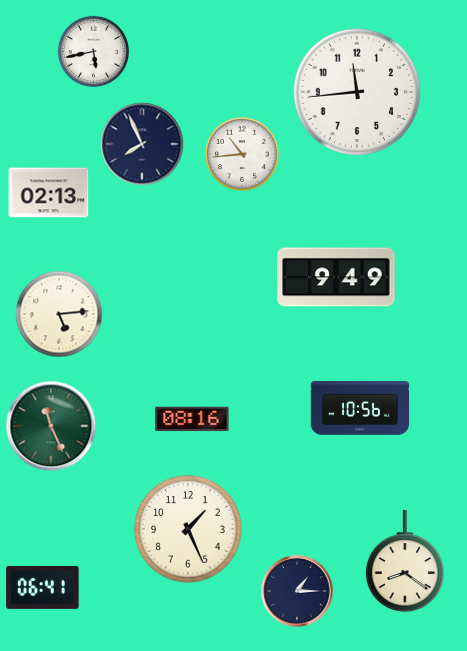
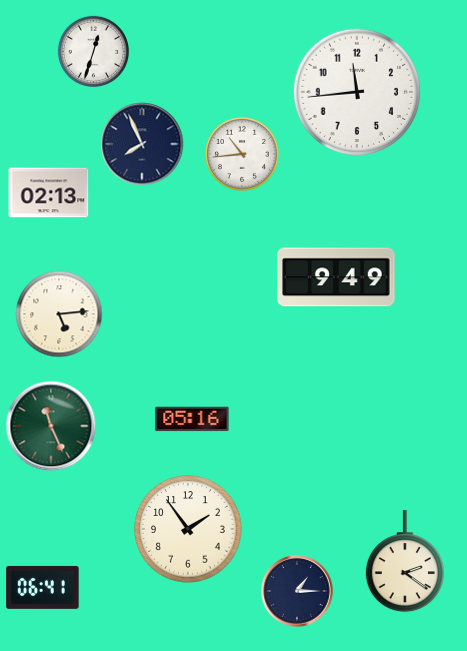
clock at (93, 51): 5:43 -> 12:33
clock at (359, 409): 10:56 -> none
clock at (192, 419): 08:16 -> 05:16
clock at (188, 529): 1:26 -> 1:54
clock at (405, 562): 8:21 -> 2:21
